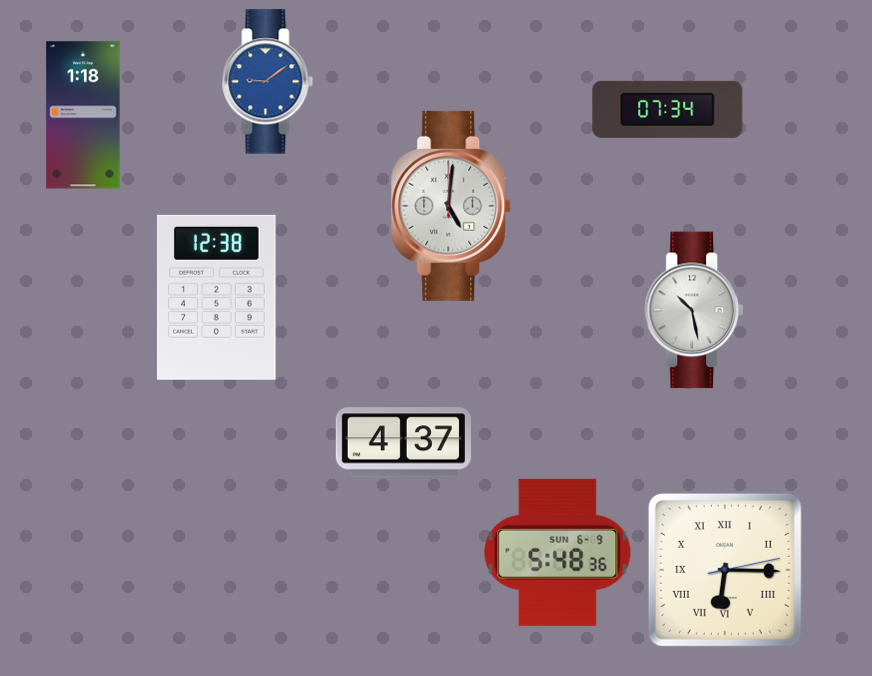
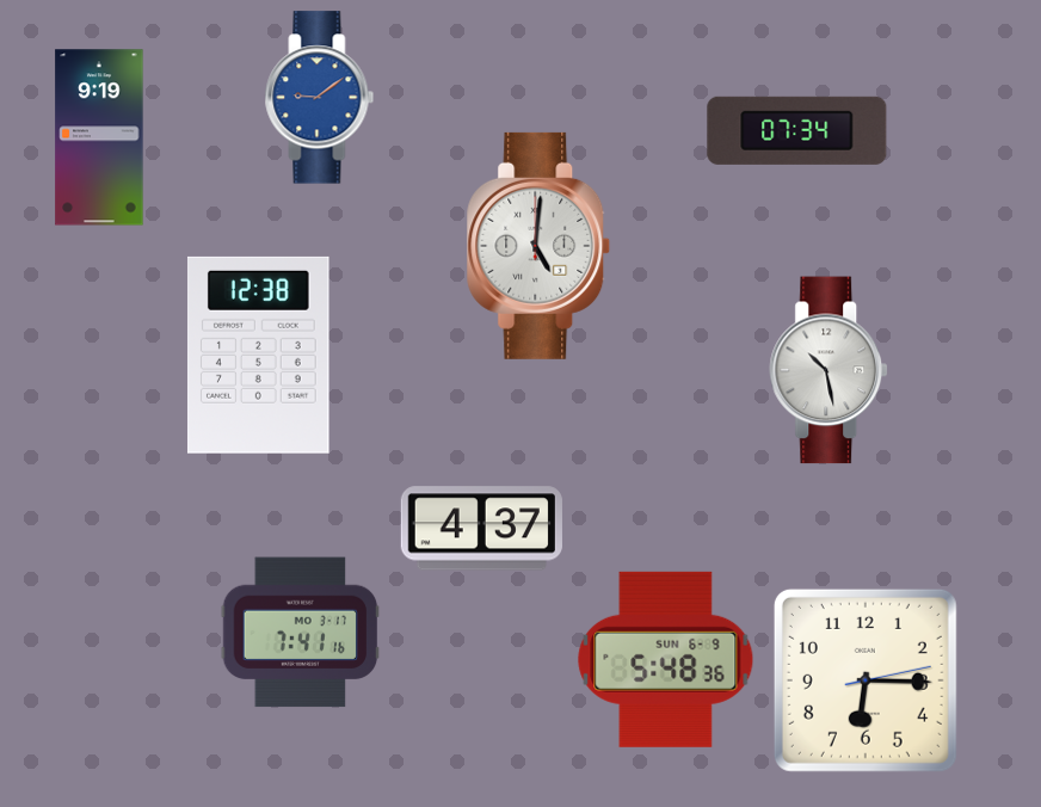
clock at (83, 115): 1:18 -> 9:19
clock at (301, 633): none -> 7:41
clock at (725, 570) numerals: Roman -> Arabic
